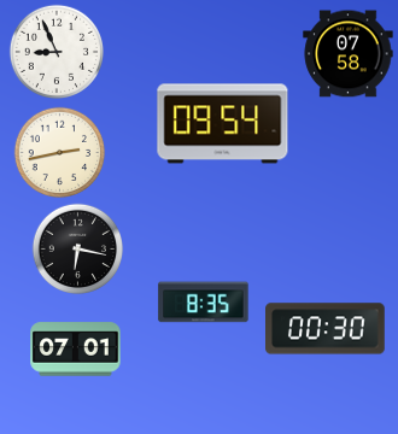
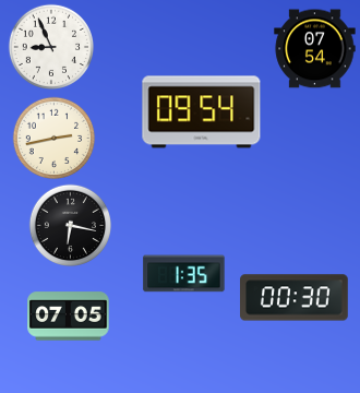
clock at (349, 54): 07:58 -> 07:54
clock at (204, 303): 8:35 -> 1:35
clock at (76, 350): 07:01 -> 07:05
